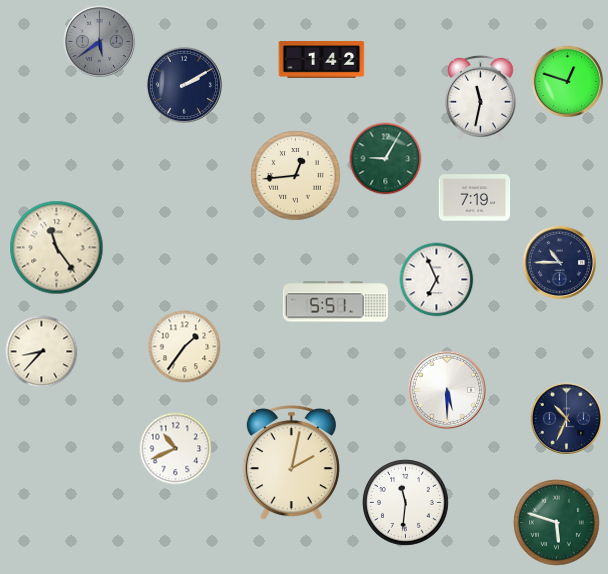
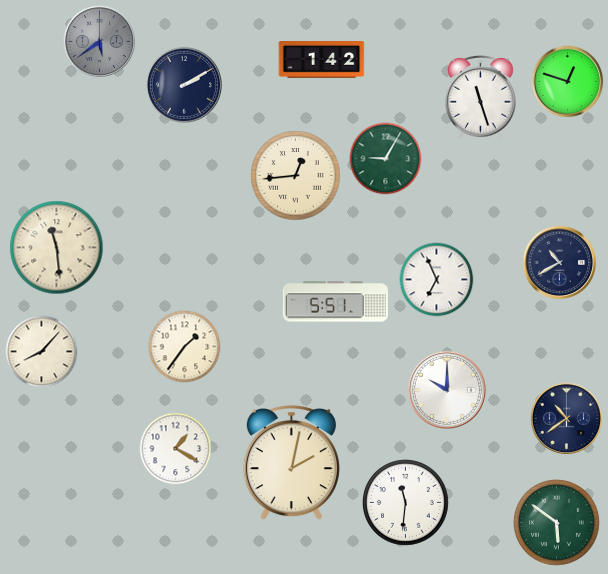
clock at (481, 97): 11:32 -> 11:27
clock at (475, 198): 7:19 -> none
clock at (57, 248): 11:24 -> 11:29
clock at (559, 262): 10:45 -> 10:40
clock at (42, 352): 8:37 -> 8:07
clock at (447, 390): 5:30 -> 10:00
clock at (567, 419): 10:34 -> 10:39
clock at (176, 449): 10:41 -> 1:20
clock at (557, 523): 5:48 -> 5:51
